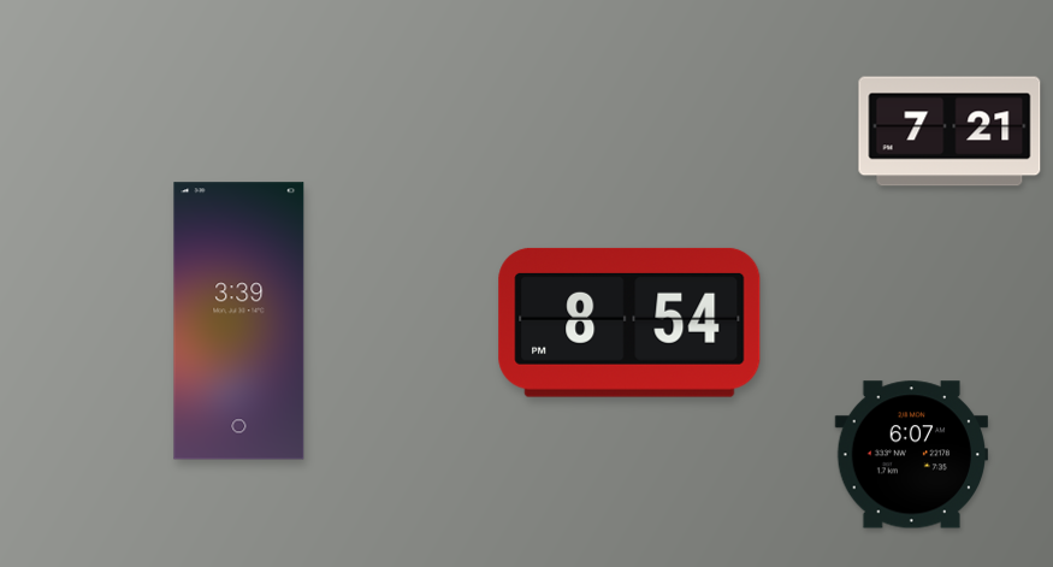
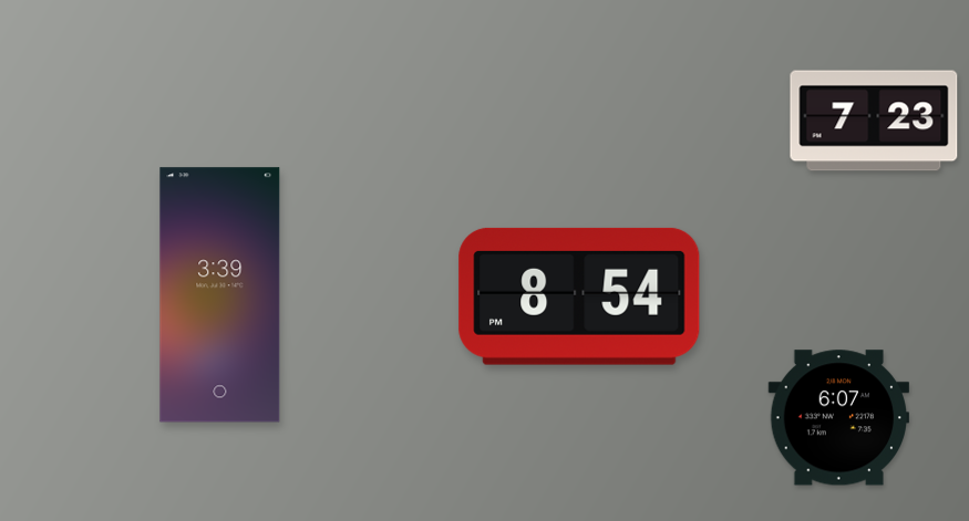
clock at (950, 131): 7:21 -> 7:23
